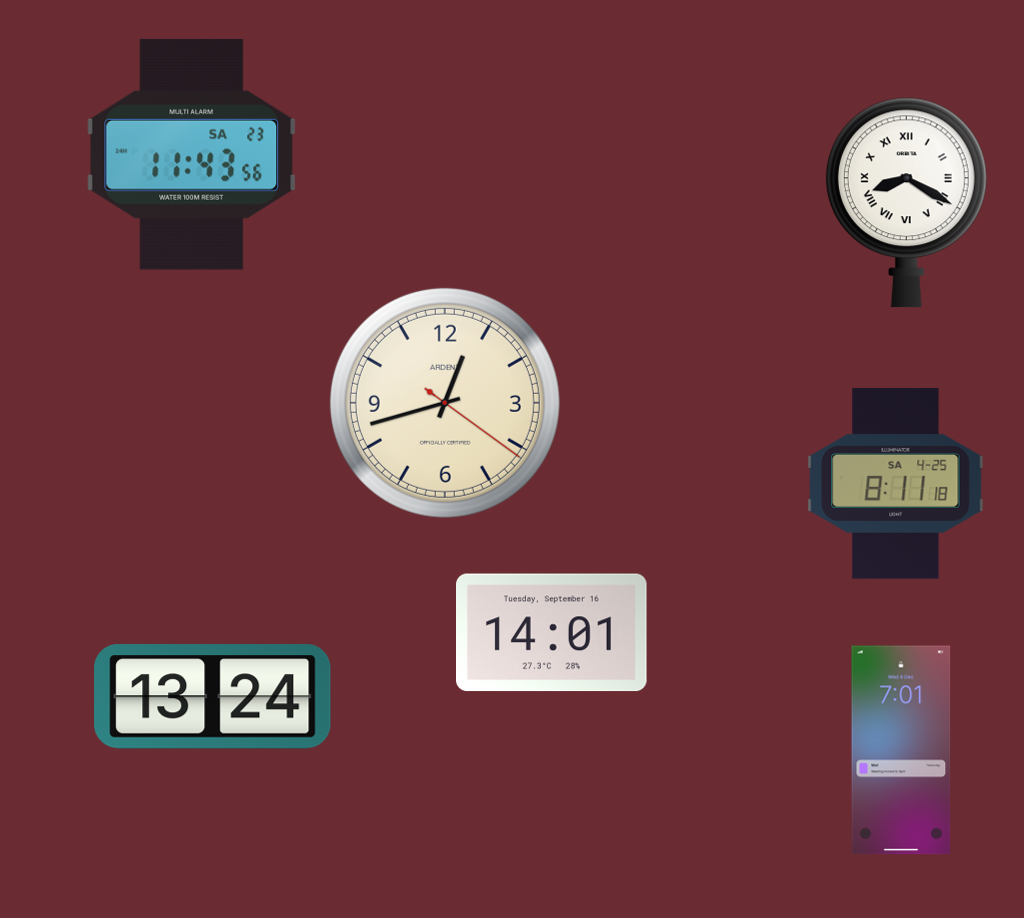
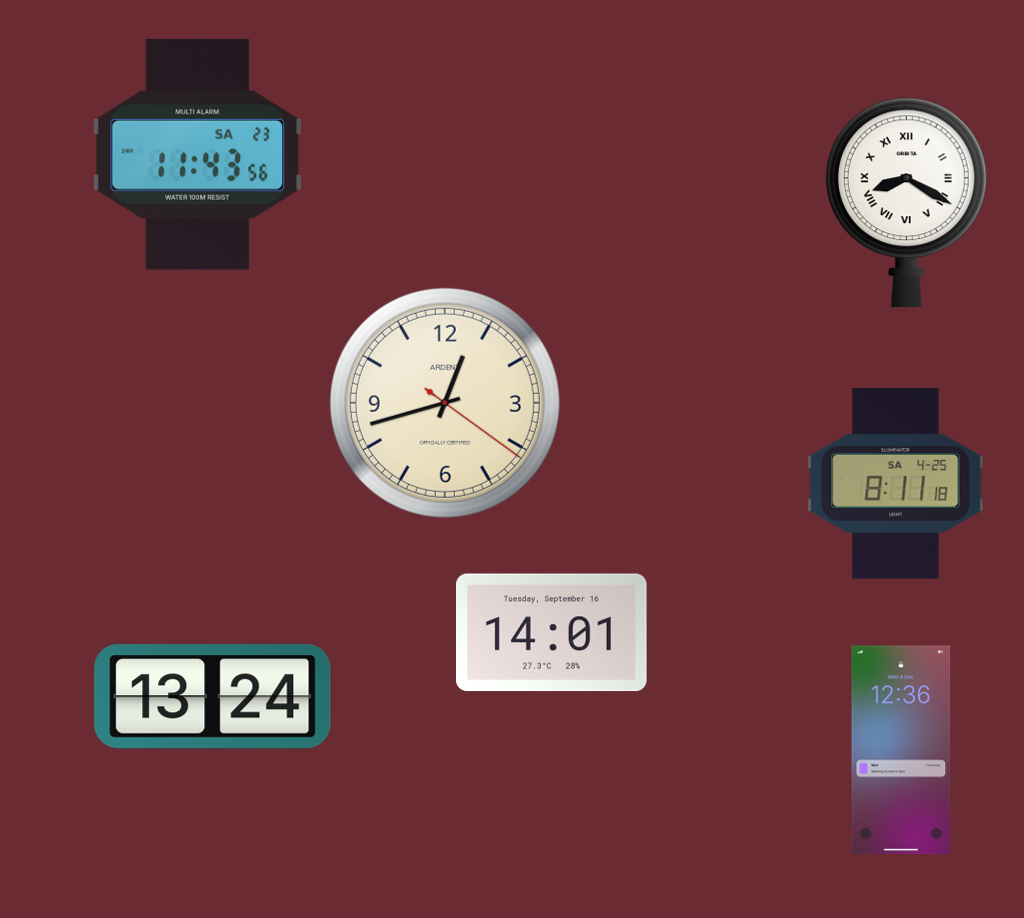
clock at (192, 154) position: (192, 154) -> (198, 154)
clock at (901, 750): 7:01 -> 12:36
